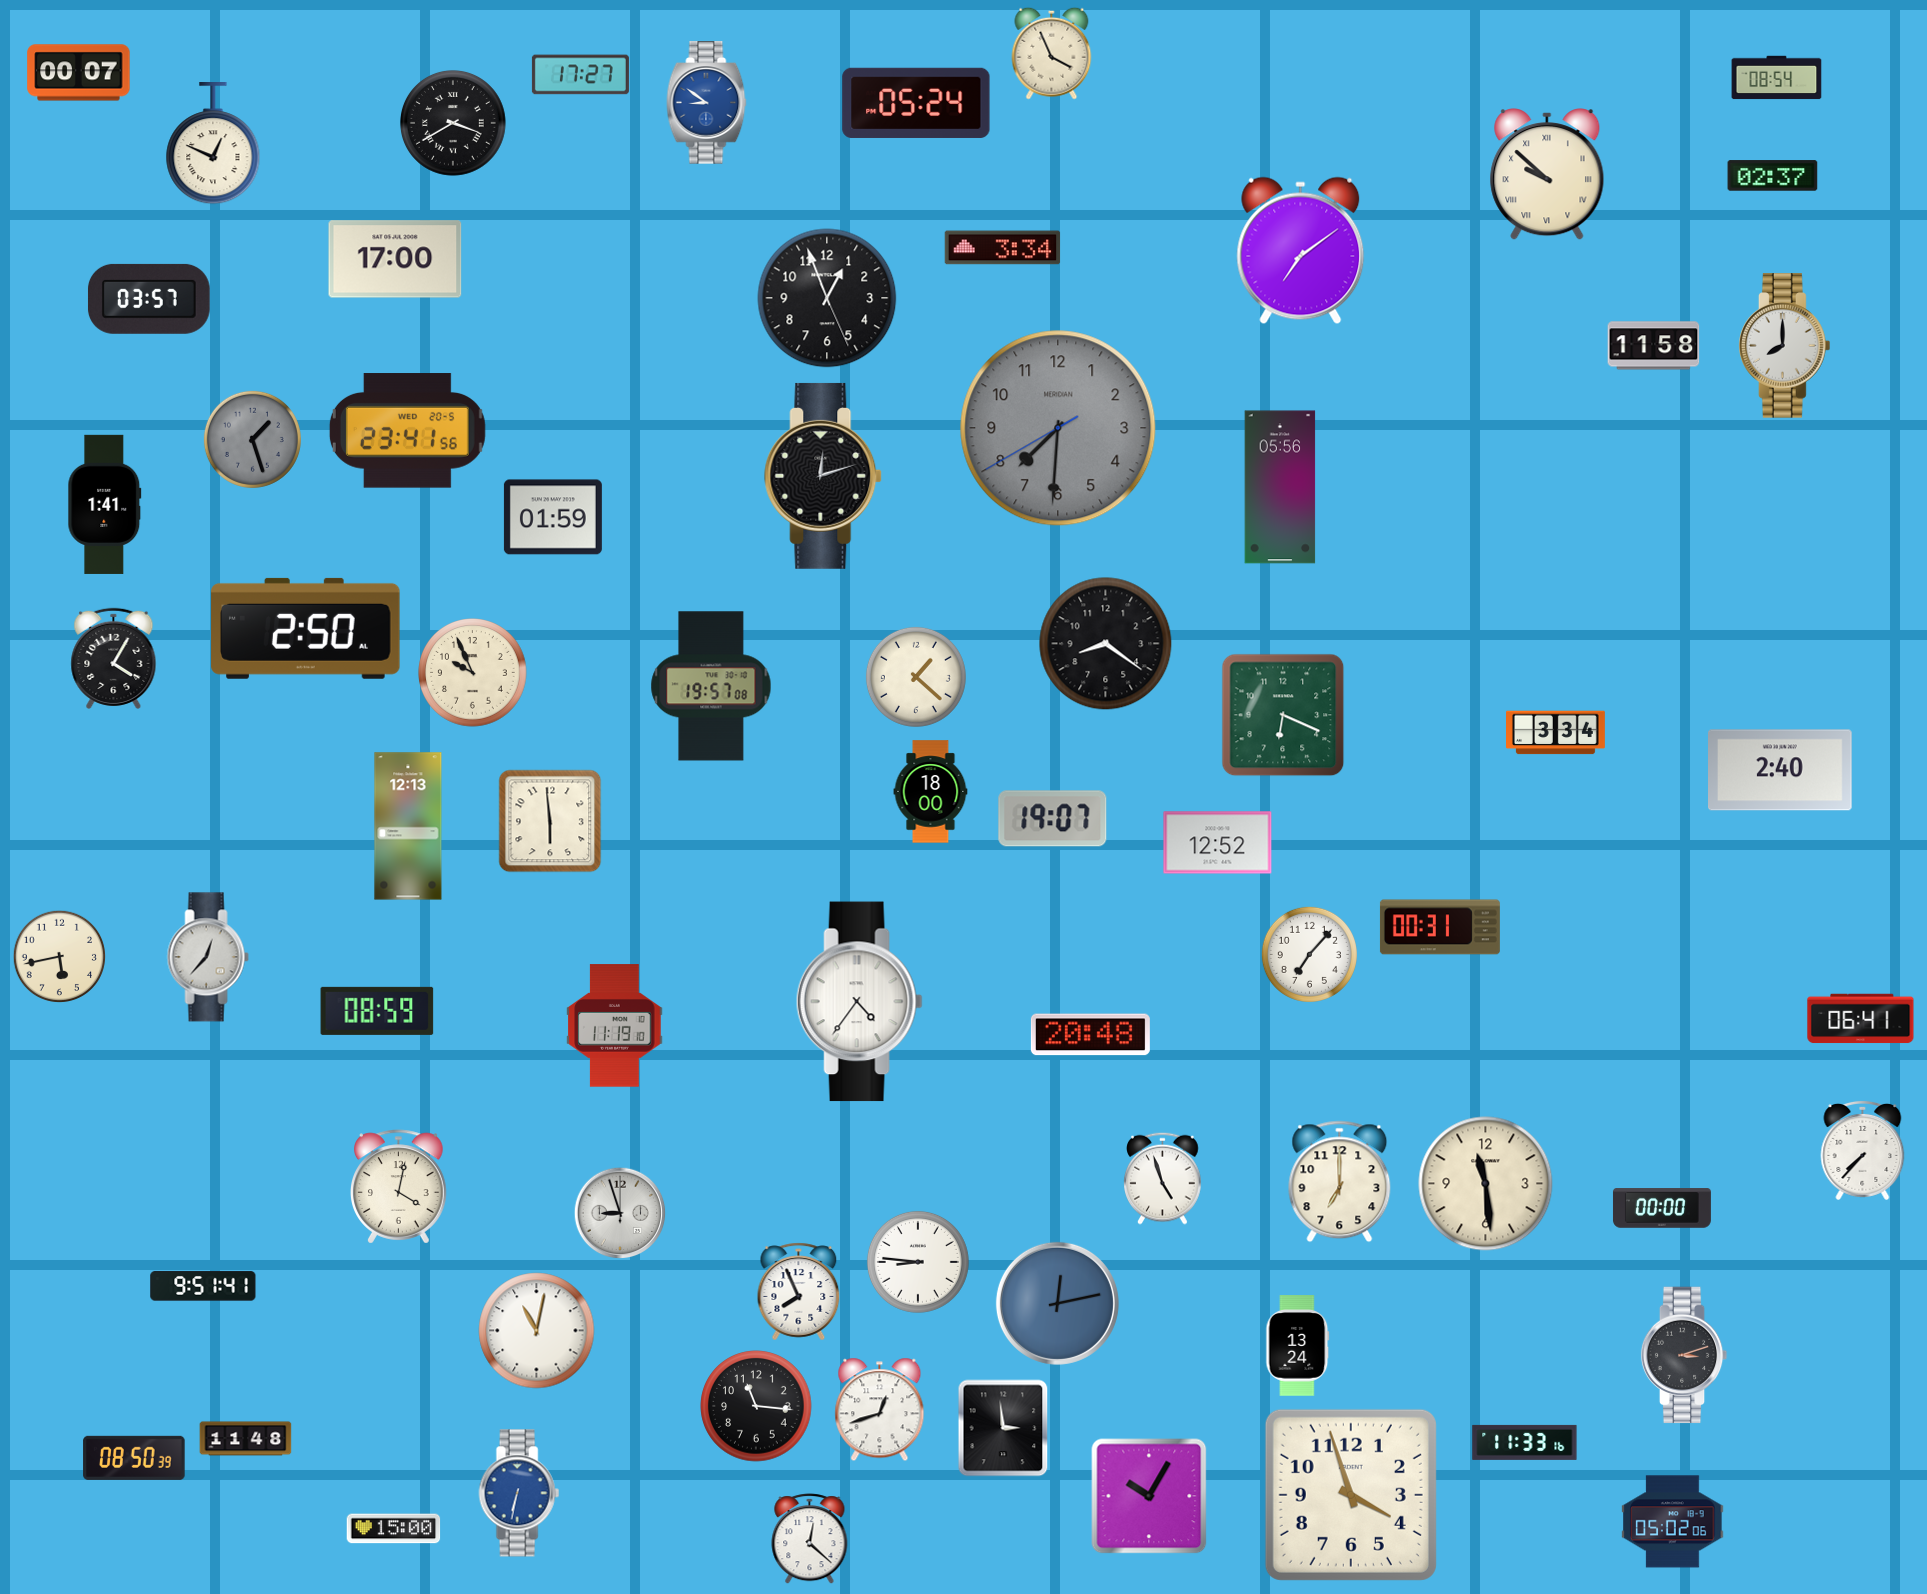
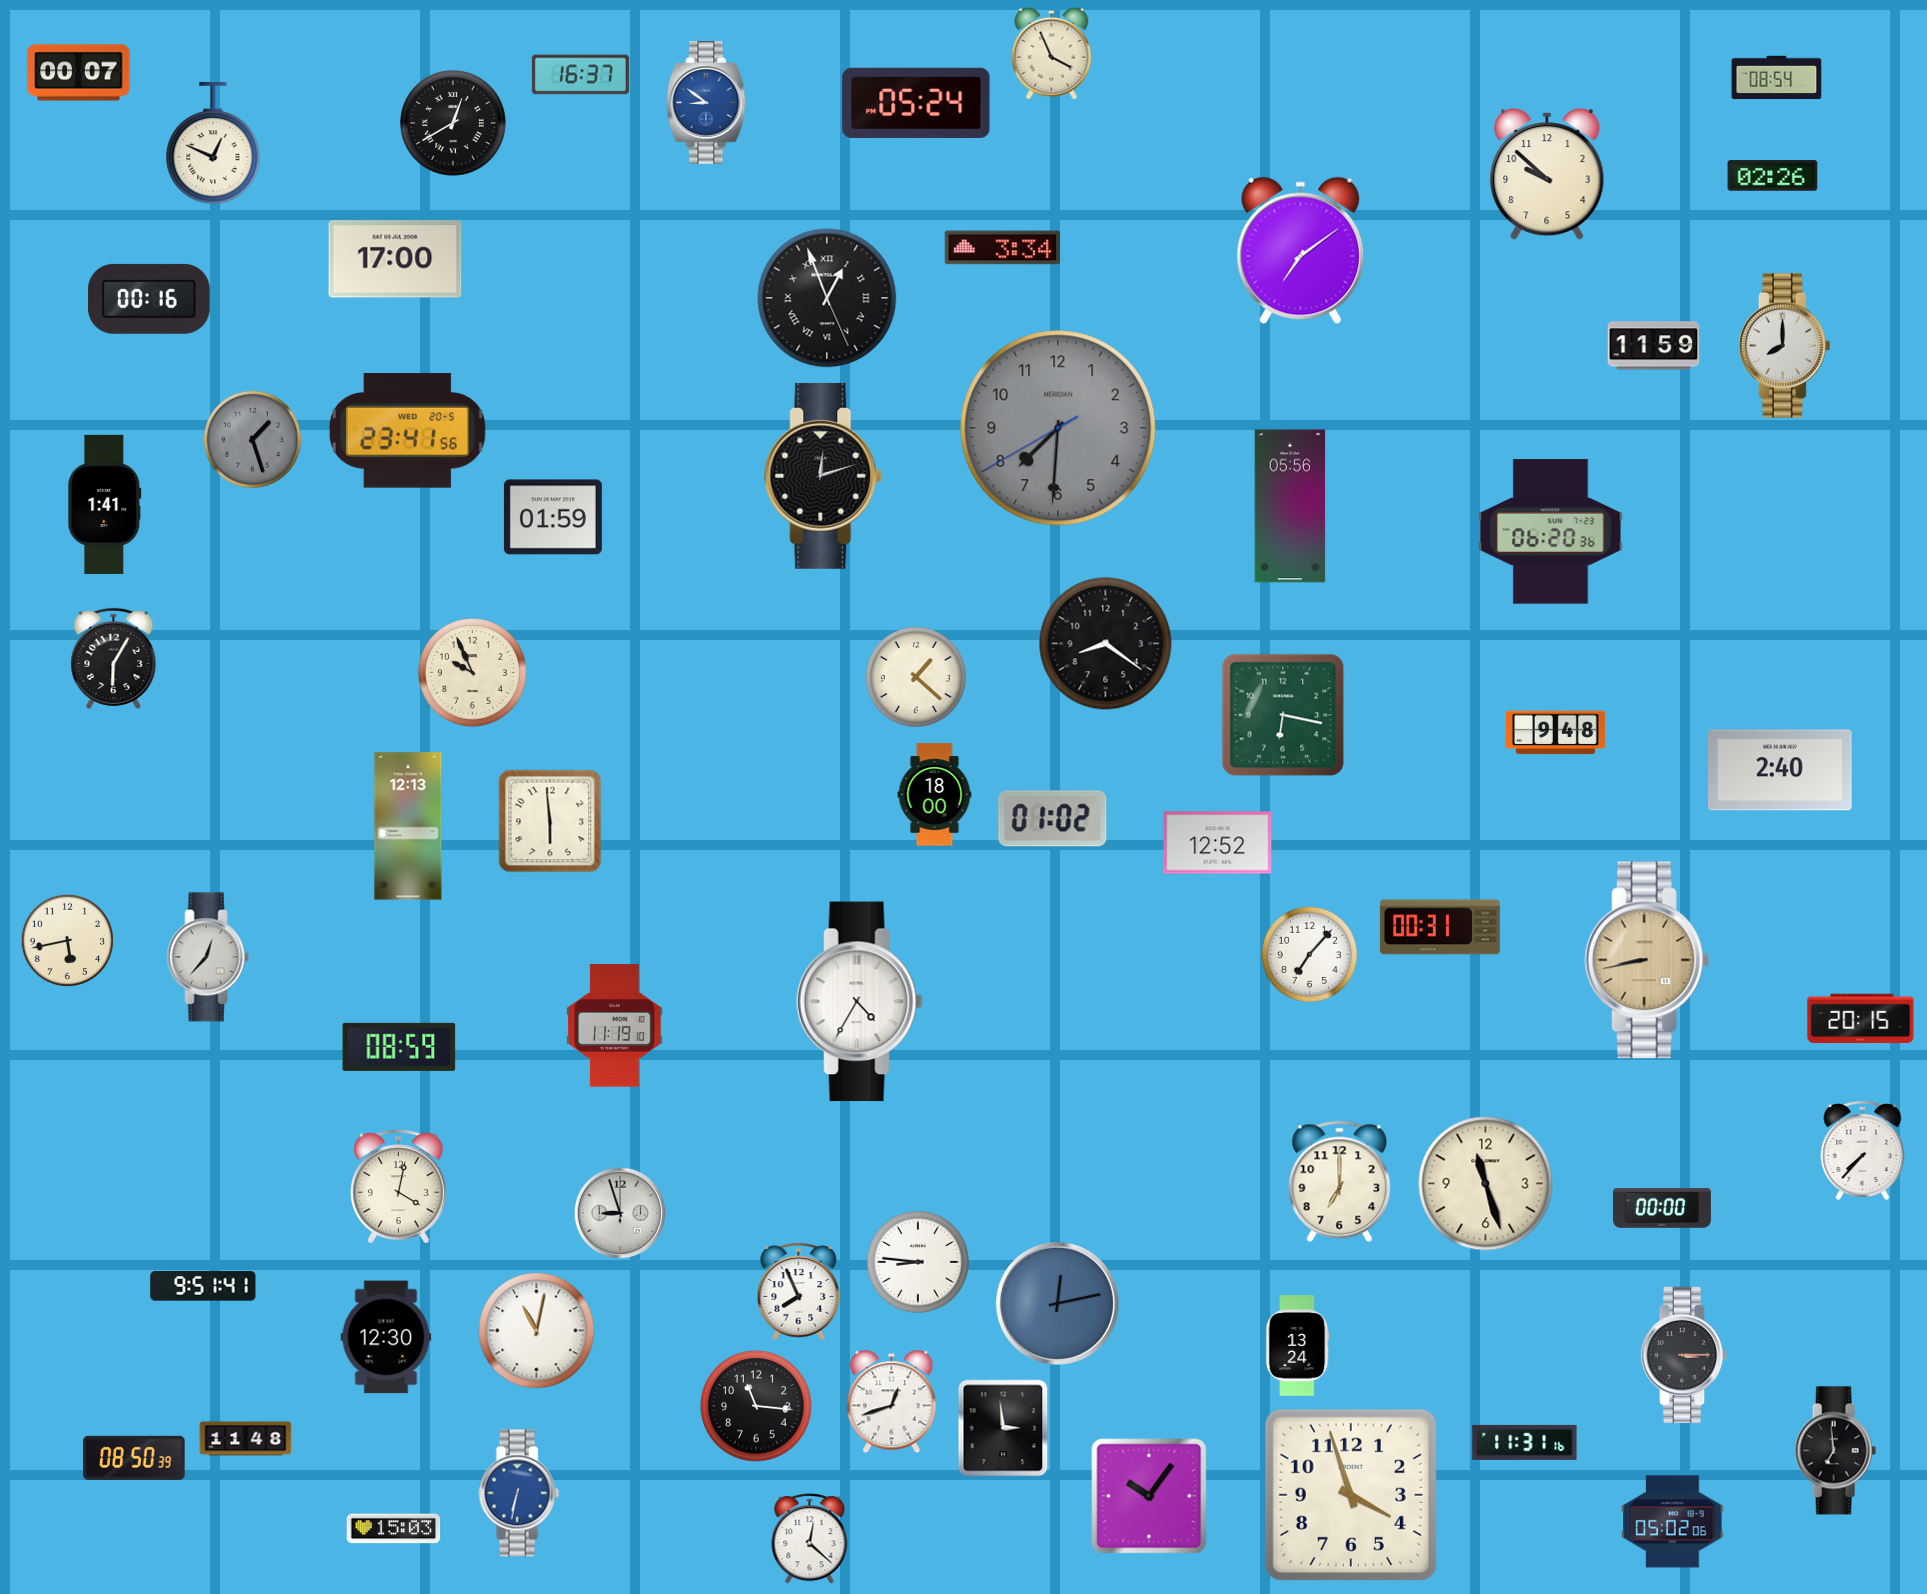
clock at (580, 75): 17:27 -> 16:37
clock at (454, 124): 3:40 -> 12:40
clock at (1547, 175) numerals: Roman -> Arabic
clock at (1773, 176): 02:37 -> 02:26
clock at (827, 298) numerals: Arabic -> Roman
clock at (149, 299): 03:57 -> 00:16
clock at (1654, 346): 11:58 -> 11:59
clock at (1280, 487) position: (1280, 487) -> (1290, 506)
clock at (1551, 532): none -> 06:20
clock at (306, 628): 2:50 -> none
clock at (114, 658): 4:05 -> 6:05
clock at (711, 686): 19:57 -> none
clock at (1283, 715): 6:19 -> 6:17
clock at (1556, 733): 3:34 -> 9:48
clock at (931, 792) position: (931, 792) -> (935, 795)
clock at (1053, 819): 19:07 -> 01:02
clock at (59, 956) position: (59, 956) -> (67, 940)
clock at (1647, 960): none -> 8:43
clock at (859, 1002): 4:36 -> 4:35
clock at (377, 1011) position: (377, 1011) -> (399, 1047)
clock at (1861, 1019): 06:41 -> 20:15
clock at (1090, 1035): 20:48 -> none
clock at (1163, 1178): 4:57 -> none
clock at (1486, 1184): 11:29 -> 11:27
clock at (386, 1337): none -> 12:30
clock at (1684, 1355): 3:12 -> 3:15
clock at (880, 1410) position: (880, 1410) -> (892, 1402)
clock at (1525, 1442): 11:33 -> 11:31
clock at (1835, 1451): none -> 6:59
clock at (1149, 1496): 10:05 -> 10:06
clock at (394, 1529): 15:00 -> 15:03
